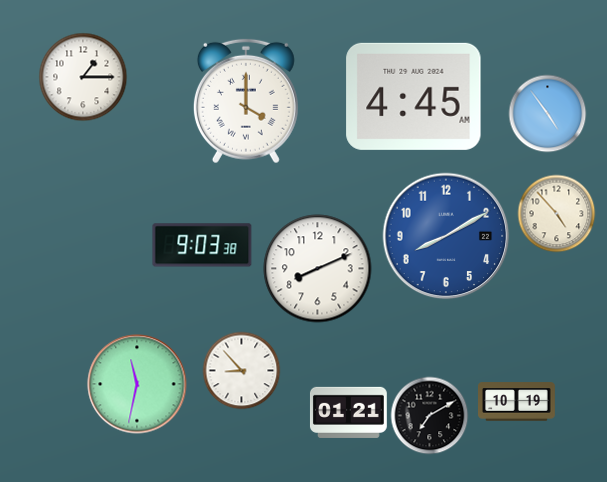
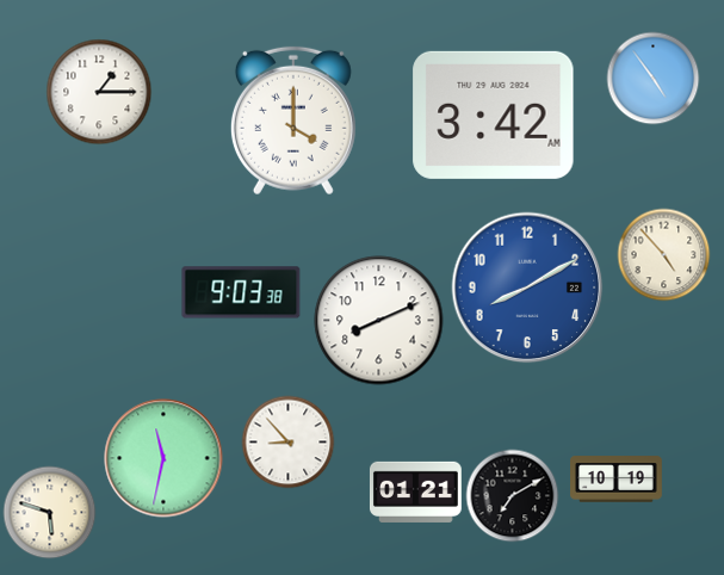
clock at (414, 96): 4:45 -> 3:42
clock at (547, 113) position: (547, 113) -> (652, 78)
clock at (446, 236) position: (446, 236) -> (527, 287)
clock at (49, 512): none -> 5:48
